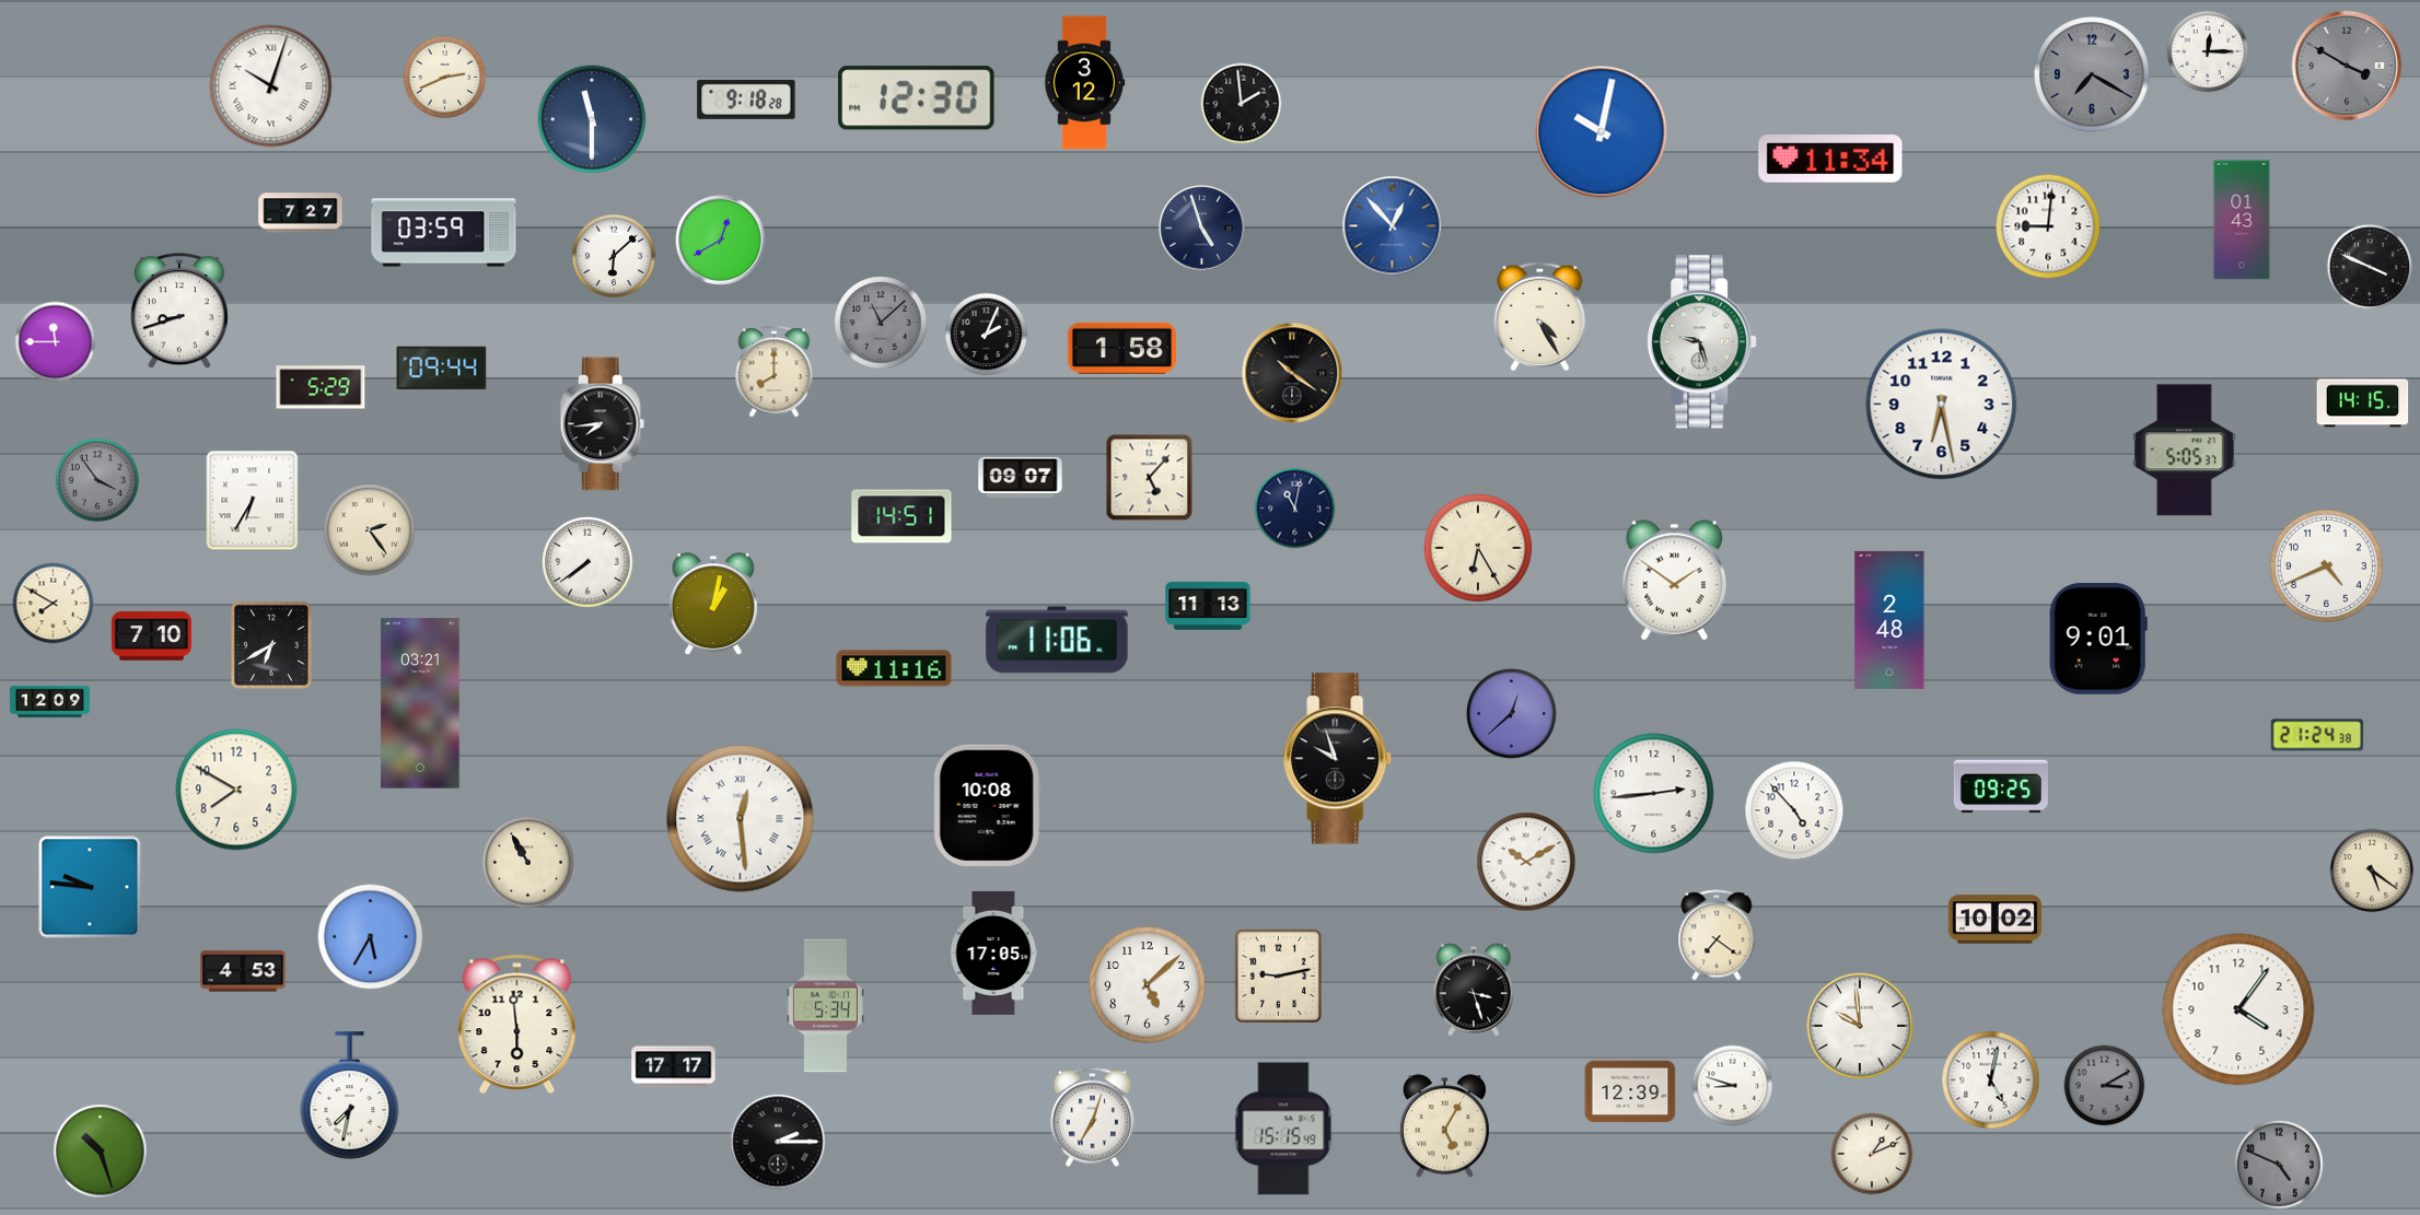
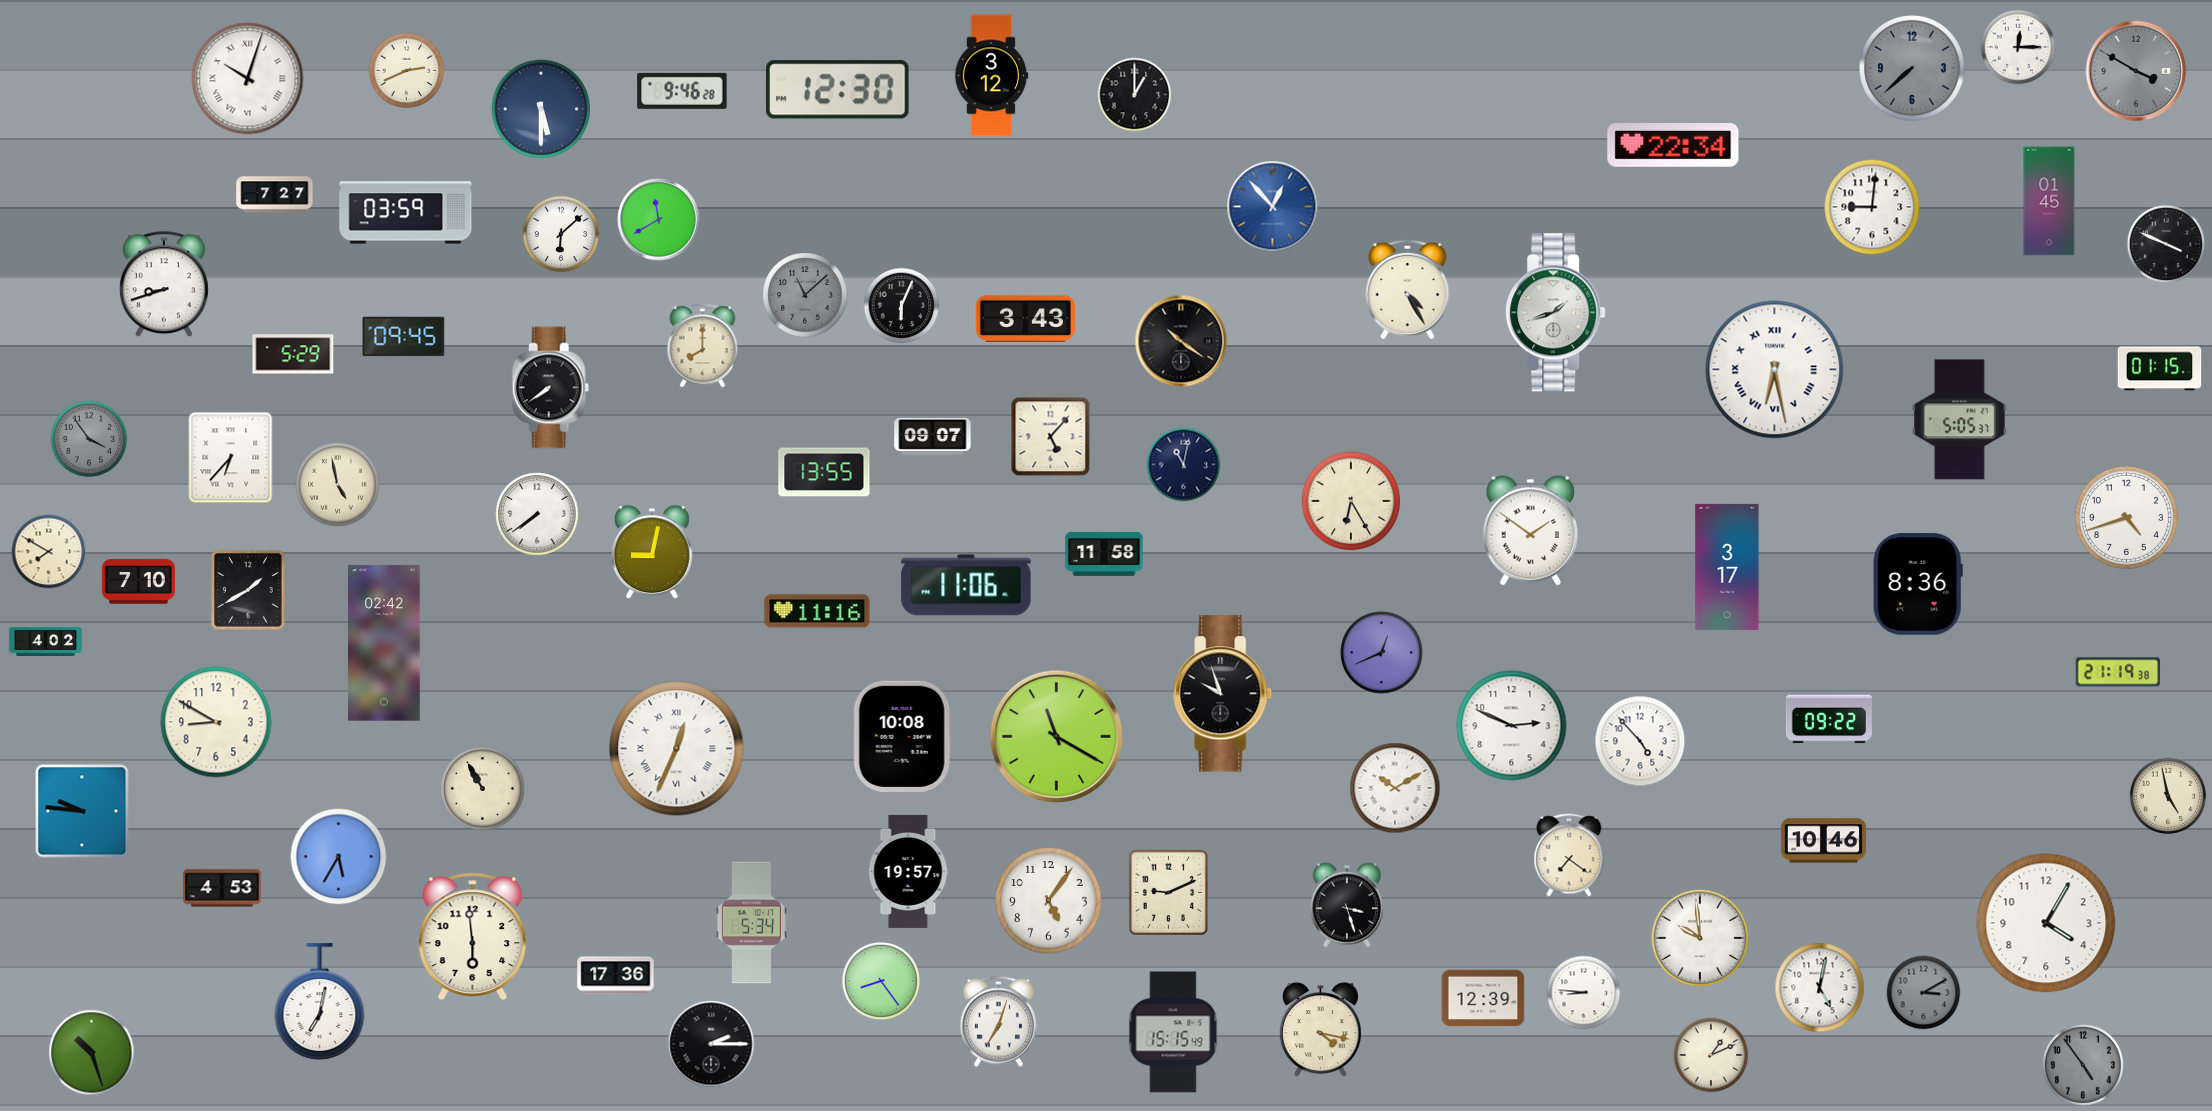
clock at (2347, 66) position: (2347, 66) -> (2136, 71)
clock at (2092, 74): 7:20 -> 7:38
clock at (746, 100): 9:18 -> 9:46
clock at (1242, 104): 1:59 -> 1:00
clock at (592, 119): 11:30 -> 5:30
clock at (1602, 132): 10:02 -> none
clock at (1830, 160): 11:34 -> 22:34
clock at (2242, 220): 01:43 -> 01:45
clock at (1202, 229): 4:57 -> none
clock at (721, 241): 12:40 -> 11:40
clock at (987, 335): 2:04 -> 6:04
clock at (56, 342): 11:45 -> none
clock at (1702, 342): 9:27 -> 1:42
clock at (1121, 348): 1:58 -> 3:43
clock at (442, 369): 09:44 -> 09:45
clock at (775, 372) position: (775, 372) -> (703, 346)
clock at (2363, 404): 14:15 -> 01:15
clock at (1942, 405) numerals: Arabic -> Roman
clock at (603, 424): 7:44 -> 7:39
clock at (2185, 451) position: (2185, 451) -> (1960, 420)
clock at (253, 501): 6:35 -> 6:37
clock at (901, 516): 14:51 -> 13:55
clock at (370, 530): 2:24 -> 4:58
clock at (2326, 565): 4:41 -> 4:42
clock at (713, 605): 1:02 -> 9:02
clock at (1208, 606): 11:13 -> 11:58
clock at (1889, 620): 2:48 -> 3:17
clock at (2098, 639): 9:01 -> 8:36
clock at (271, 646): 6:40 -> 1:40
clock at (49, 702): 12:09 -> 4:02
clock at (420, 703): 03:21 -> 02:42
clock at (1512, 714): 12:38 -> 12:41
clock at (2317, 735): 21:24 -> 21:19
clock at (2001, 786): 09:25 -> 09:22
clock at (236, 790): 7:50 -> 8:50
clock at (1654, 794): 2:44 -> 2:49
clock at (1056, 736): none -> 11:20
clock at (741, 819): 12:29 -> 12:34
clock at (2372, 871): 5:21 -> 4:58
clock at (1994, 920): 10:02 -> 10:46
clock at (994, 953): 17:05 -> 19:57
clock at (1279, 977): 9:13 -> 9:11
clock at (1148, 985): 5:08 -> 5:06
clock at (825, 1006) position: (825, 1006) -> (751, 923)
clock at (2238, 1009): 4:06 -> 4:05
clock at (674, 1067): 17:17 -> 17:36
clock at (880, 980): none -> 8:24
clock at (1733, 1086): 8:48 -> 8:46
clock at (1630, 1091) position: (1630, 1091) -> (1483, 998)
clock at (350, 1096): 7:32 -> 7:02
clock at (1444, 1126): 5:05 -> 4:17
clock at (2280, 1166): 4:49 -> 4:54
